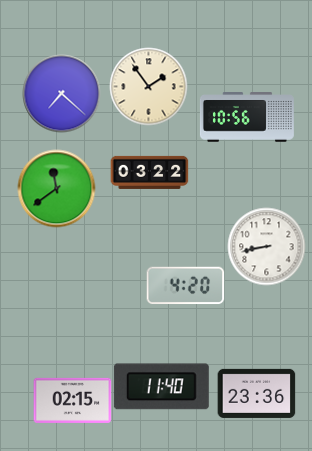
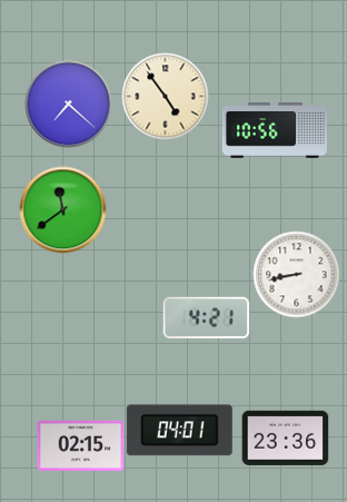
clock at (148, 86): 1:54 -> 4:54
clock at (149, 172): 03:22 -> none
clock at (185, 286): 4:20 -> 4:21
clock at (161, 387): 11:40 -> 04:01
